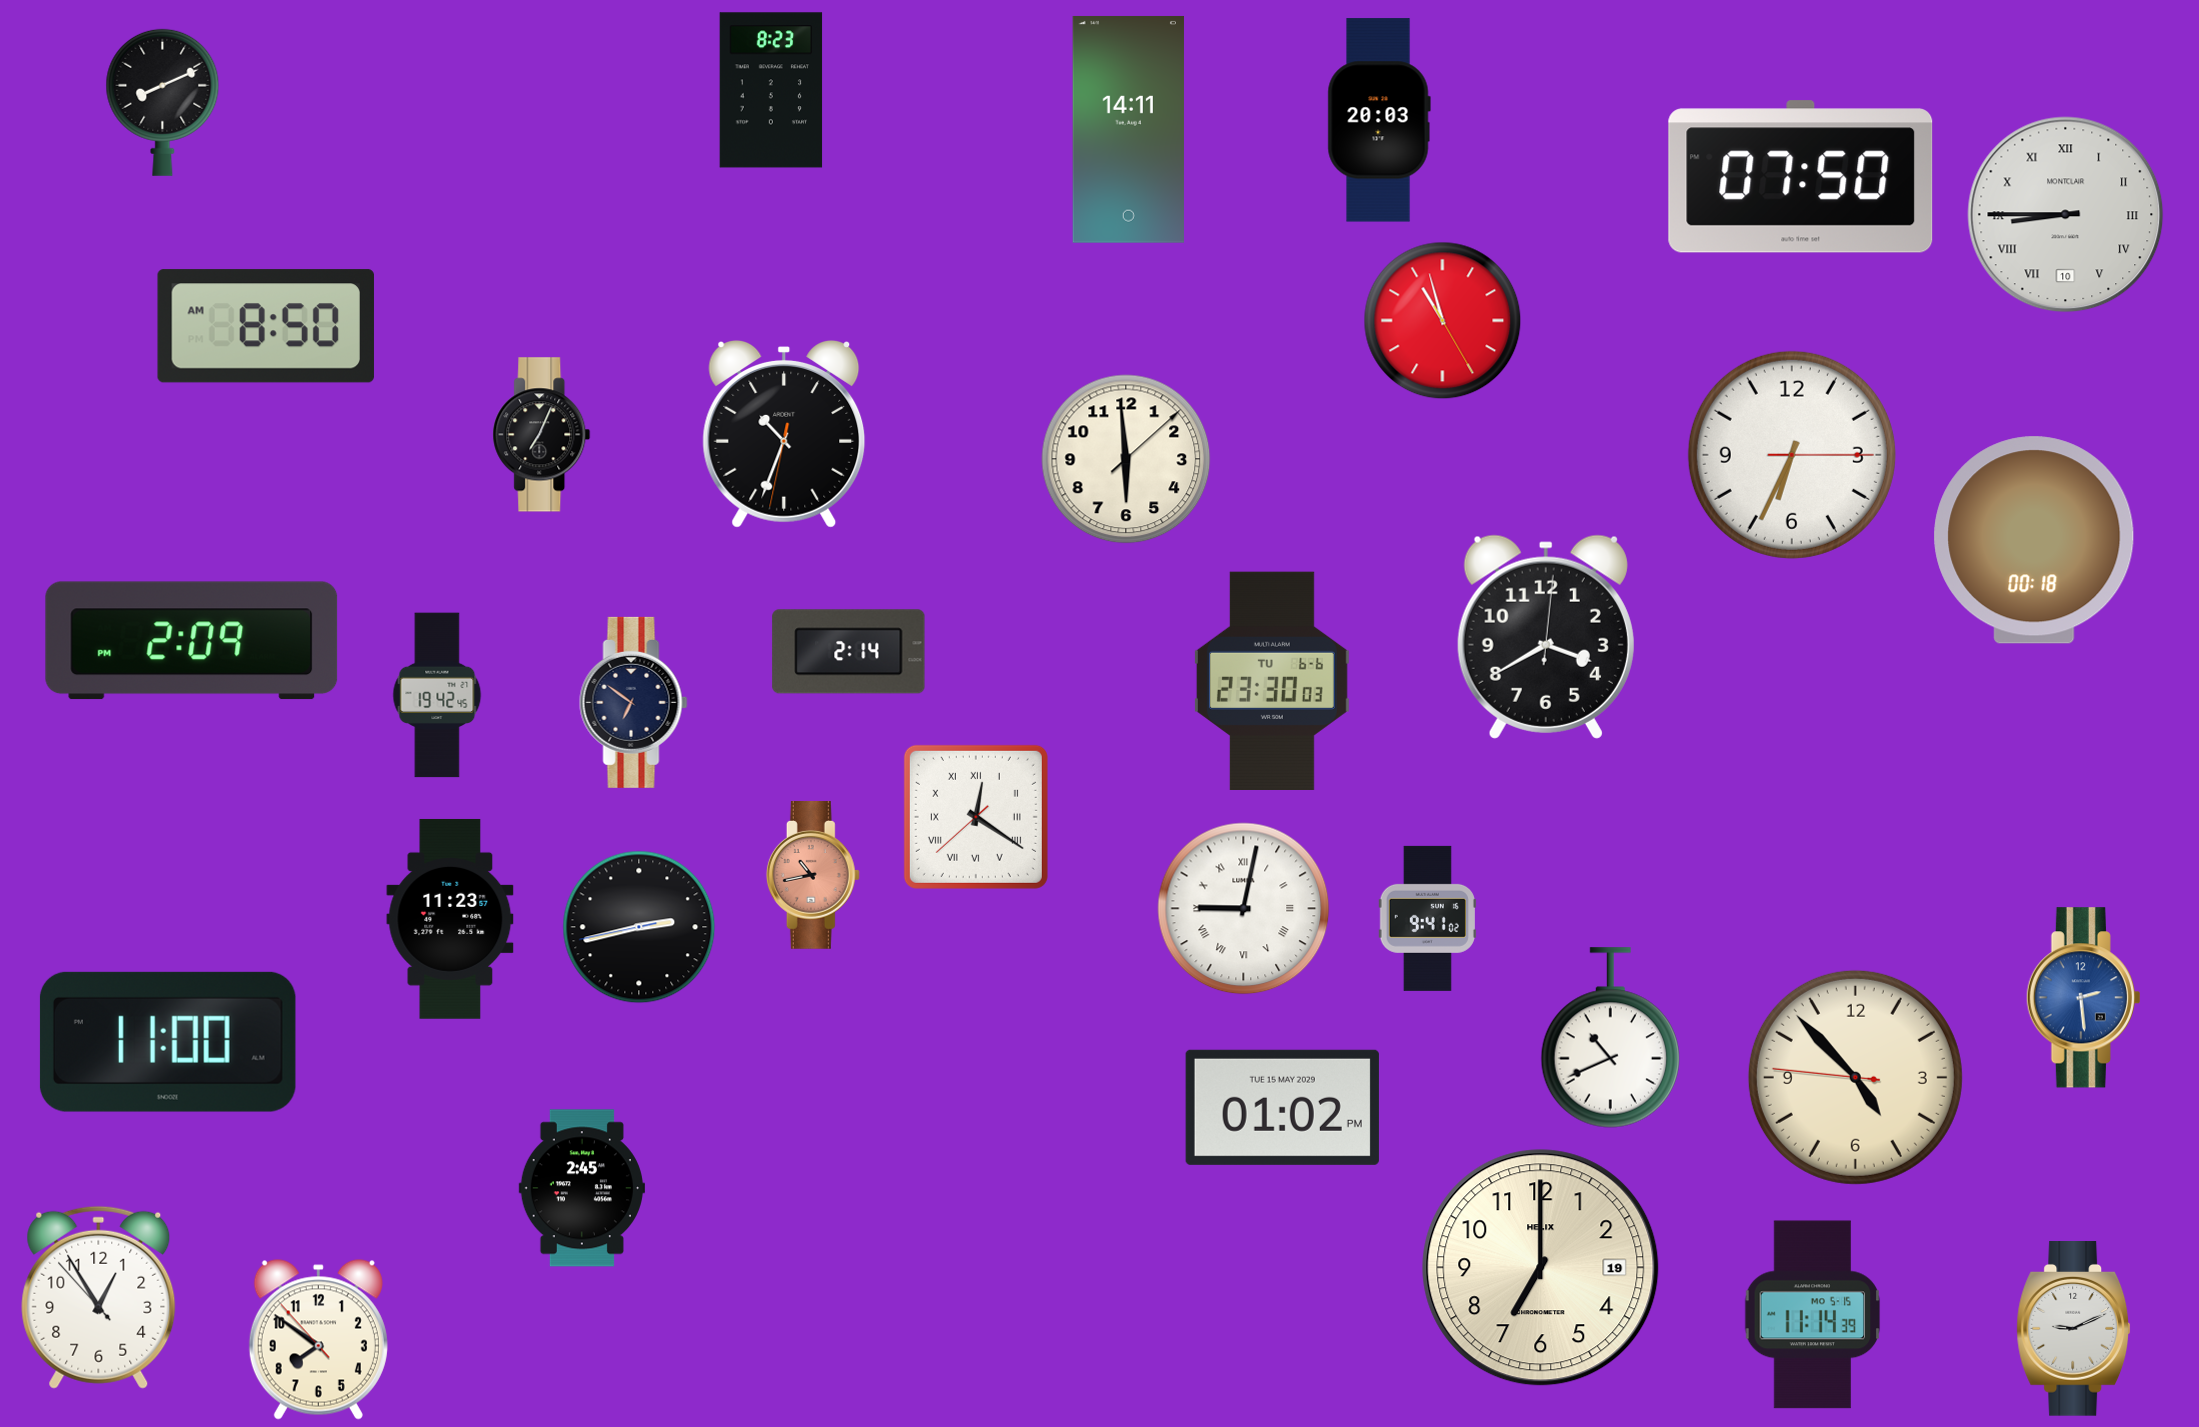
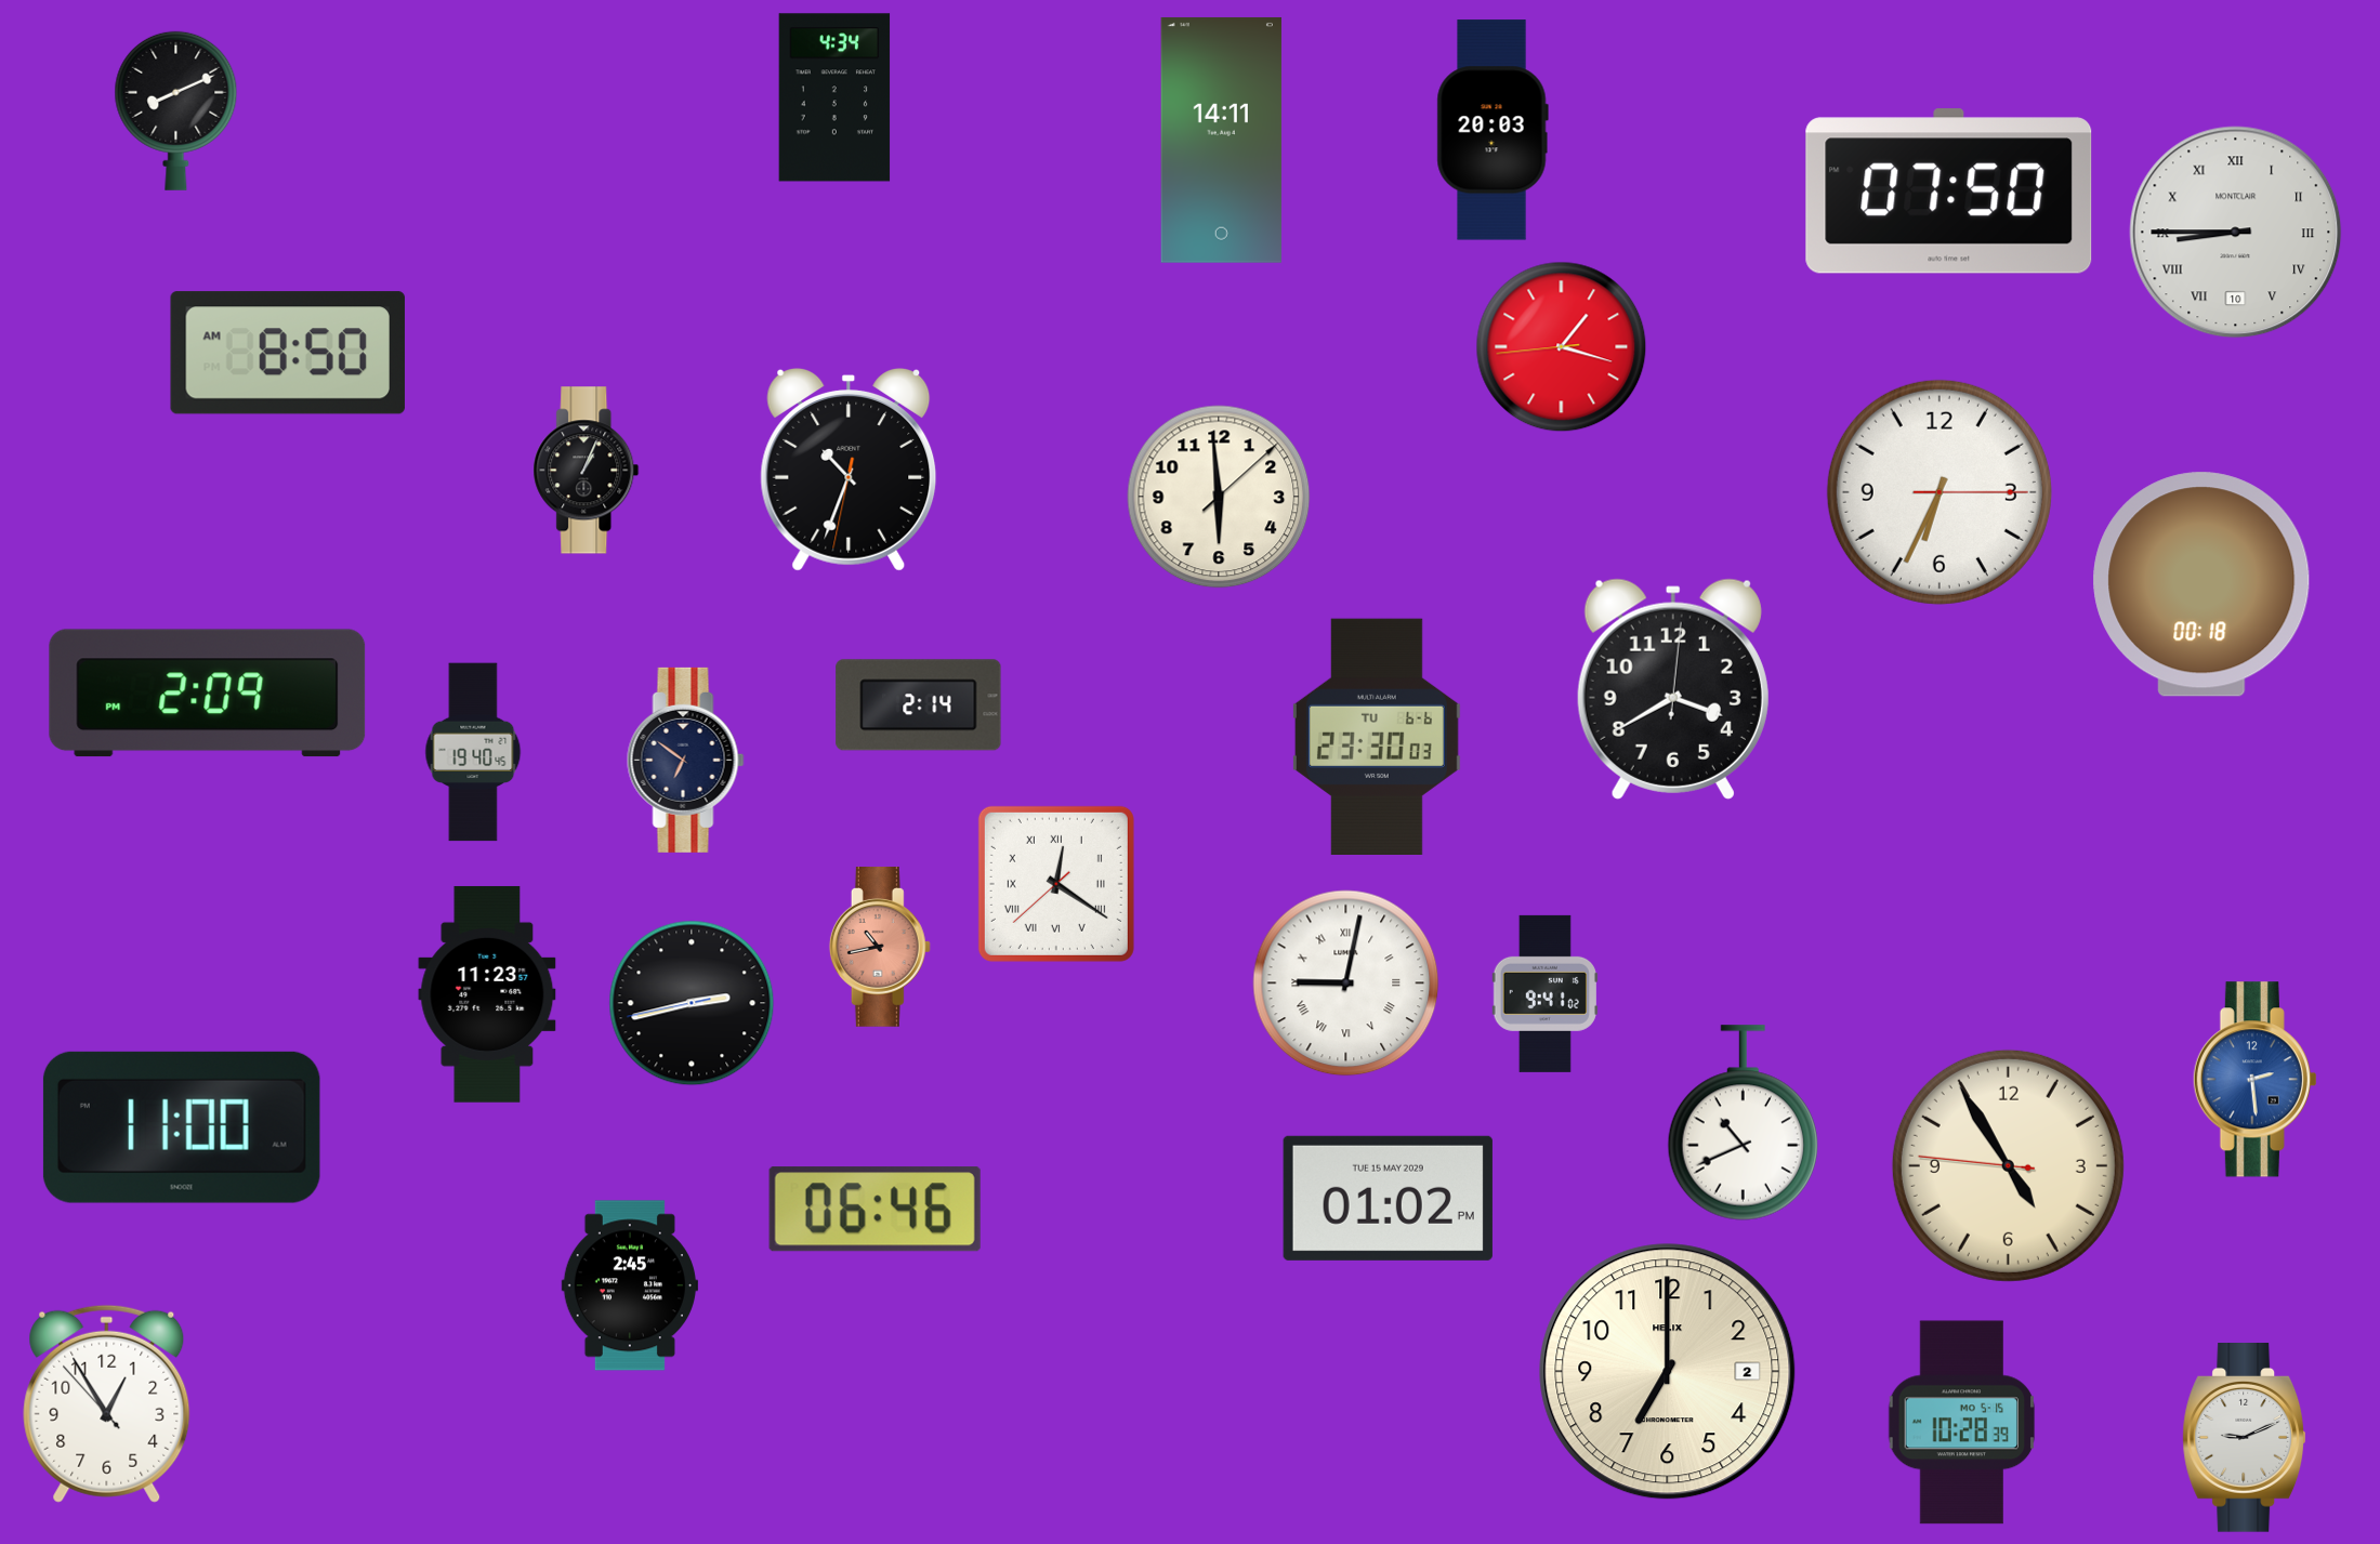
clock at (771, 90): 8:23 -> 4:34
clock at (1443, 321): 10:57 -> 1:17
clock at (542, 435): 7:04 -> 1:04
clock at (437, 695): 19:42 -> 19:40
clock at (1855, 1077): 4:52 -> 4:54
clock at (875, 1210): none -> 06:46
clock at (1541, 1268) date: 19 -> 2
clock at (1813, 1315): 11:14 -> 10:28
clock at (318, 1340): 7:50 -> none
